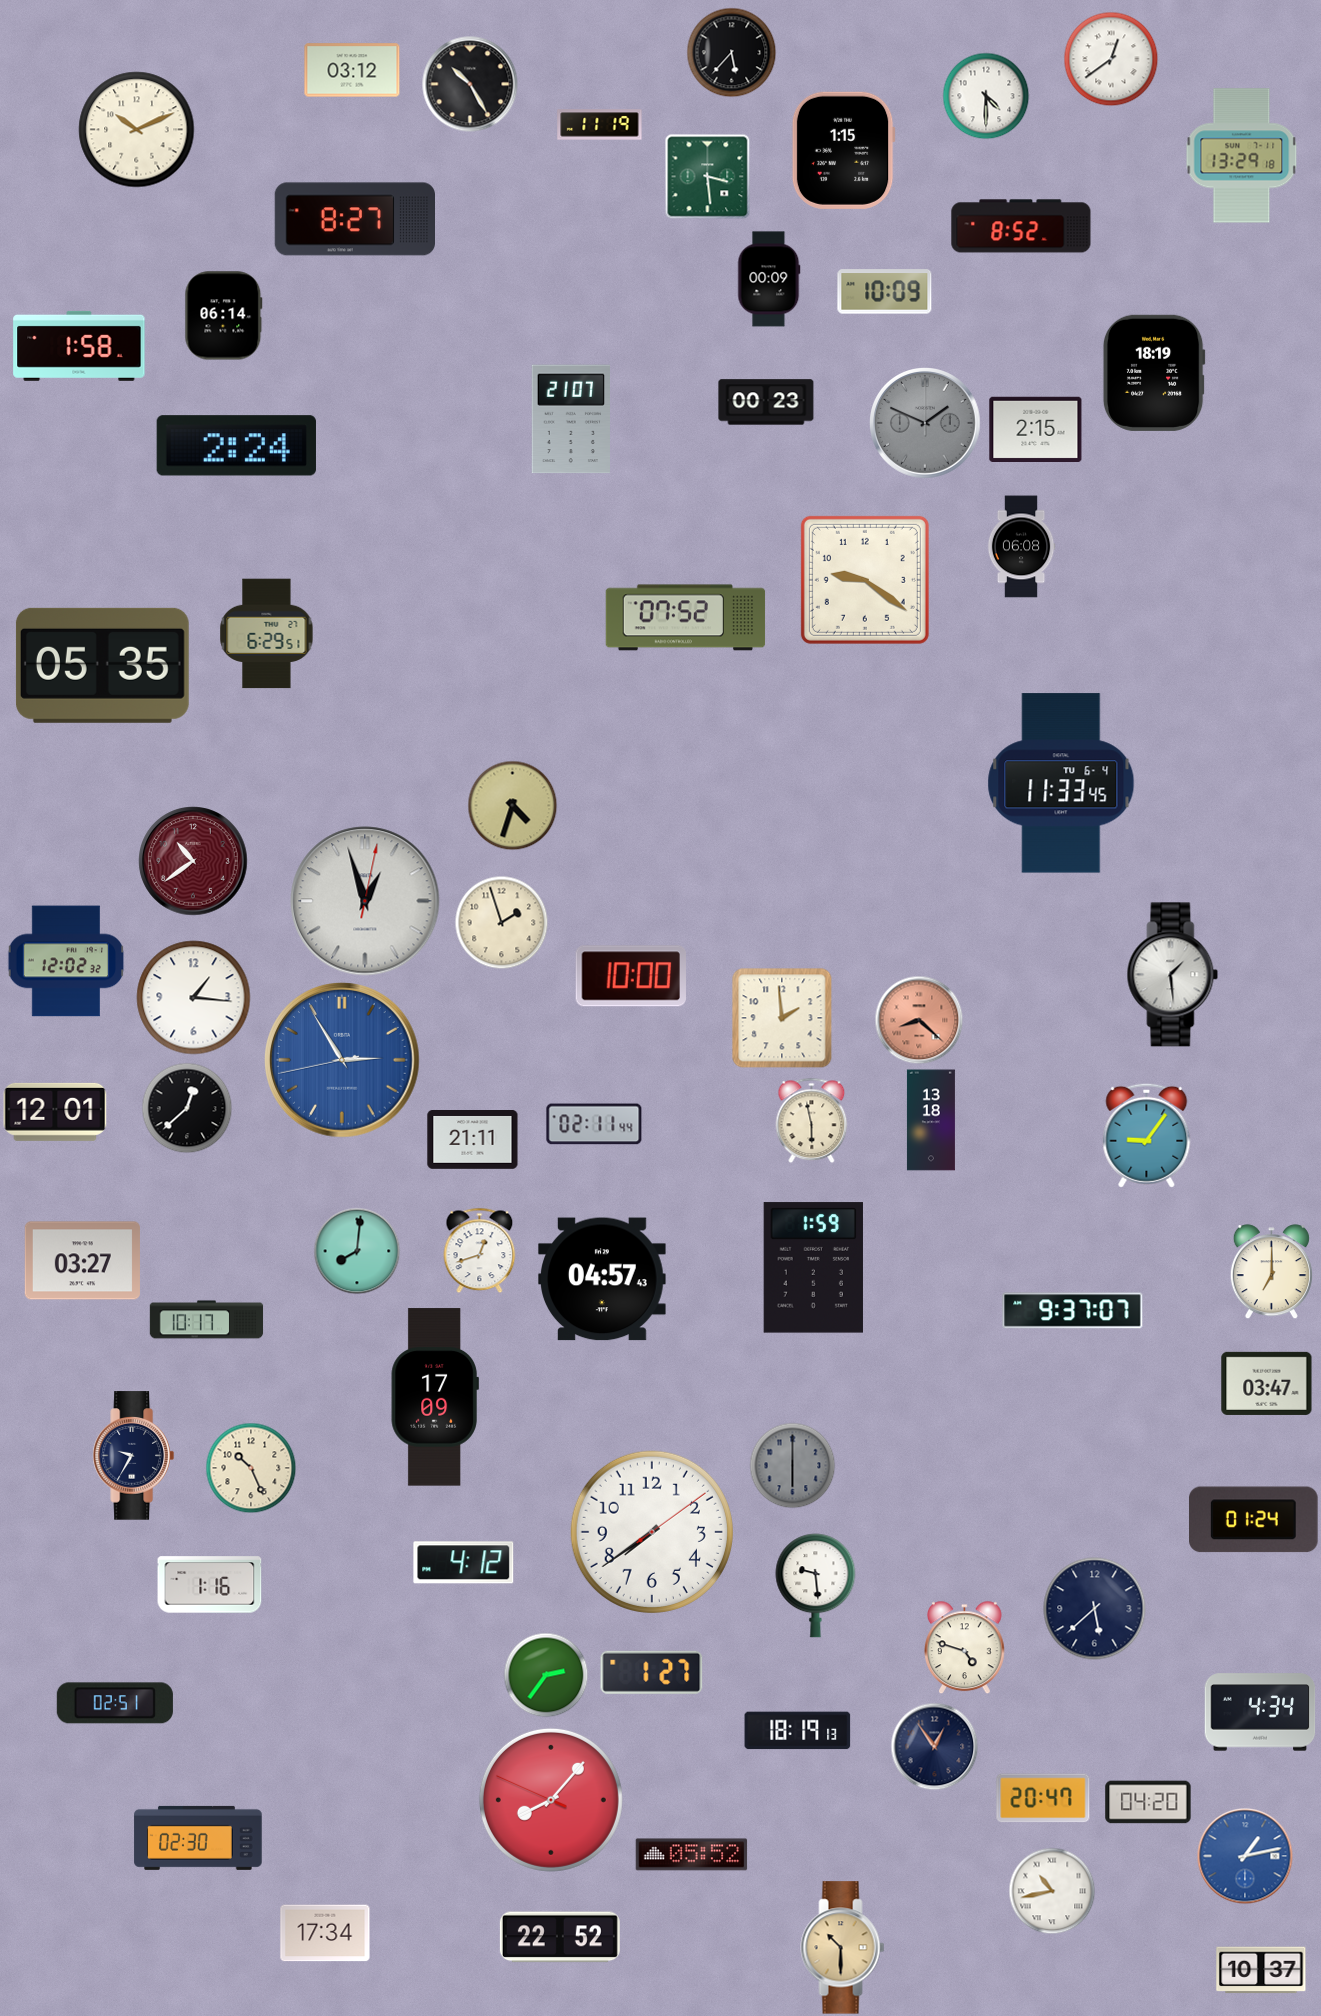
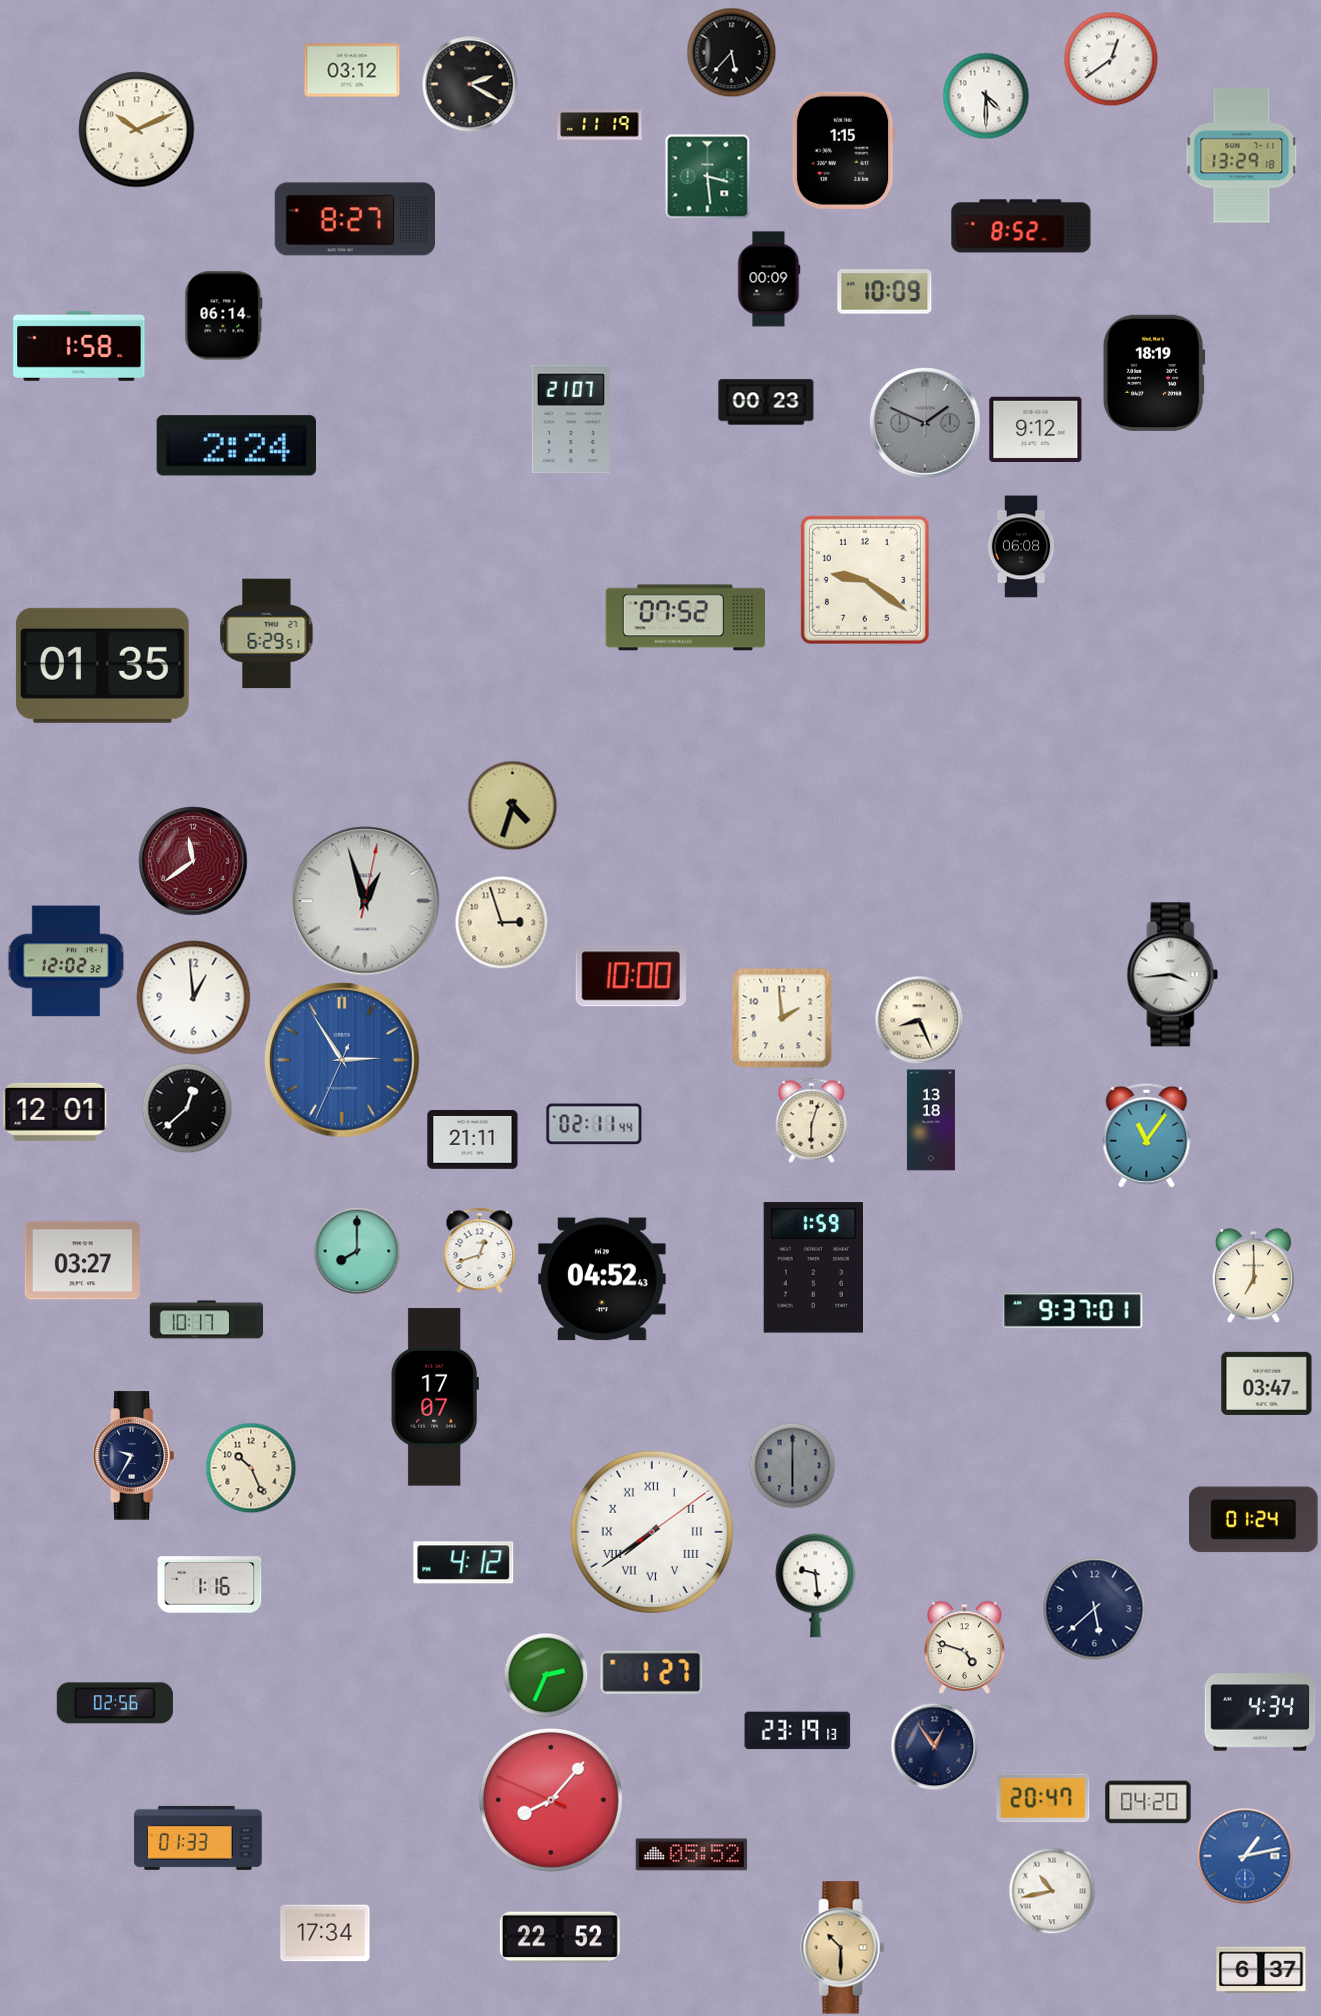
clock at (470, 84): 10:25 -> 2:20
clock at (1036, 429): 2:15 -> 9:12
clock at (102, 665): 05:35 -> 01:35
clock at (1061, 783): 11:33 -> none
clock at (193, 861): 10:39 -> 11:39
clock at (501, 922): 1:57 -> 2:57
clock at (1173, 975): 1:29 -> 3:44
clock at (194, 998): 1:16 -> 12:59
clock at (919, 1020): 8:22 -> 8:26
clock at (919, 1020) dial: salmon -> cream
clock at (342, 1060): 2:54:43 -> 2:54:34
clock at (812, 1120): 5:58 -> 6:03
clock at (1147, 1135): 9:06 -> 11:06
clock at (357, 1251): 8:01 -> 8:00
clock at (1271, 1272) position: (1271, 1272) -> (1253, 1276)
clock at (602, 1279): 04:57 -> 04:52
clock at (1073, 1311): 9:37:07 -> 9:37:01
clock at (435, 1397): 17:09 -> 17:07
clock at (652, 1532) numerals: Arabic -> Roman
clock at (546, 1675): 2:36 -> 2:34
clock at (115, 1703): 02:51 -> 02:56
clock at (798, 1731): 18:19 -> 23:19
clock at (198, 1838): 02:30 -> 01:33
clock at (1261, 1970): 10:37 -> 6:37
